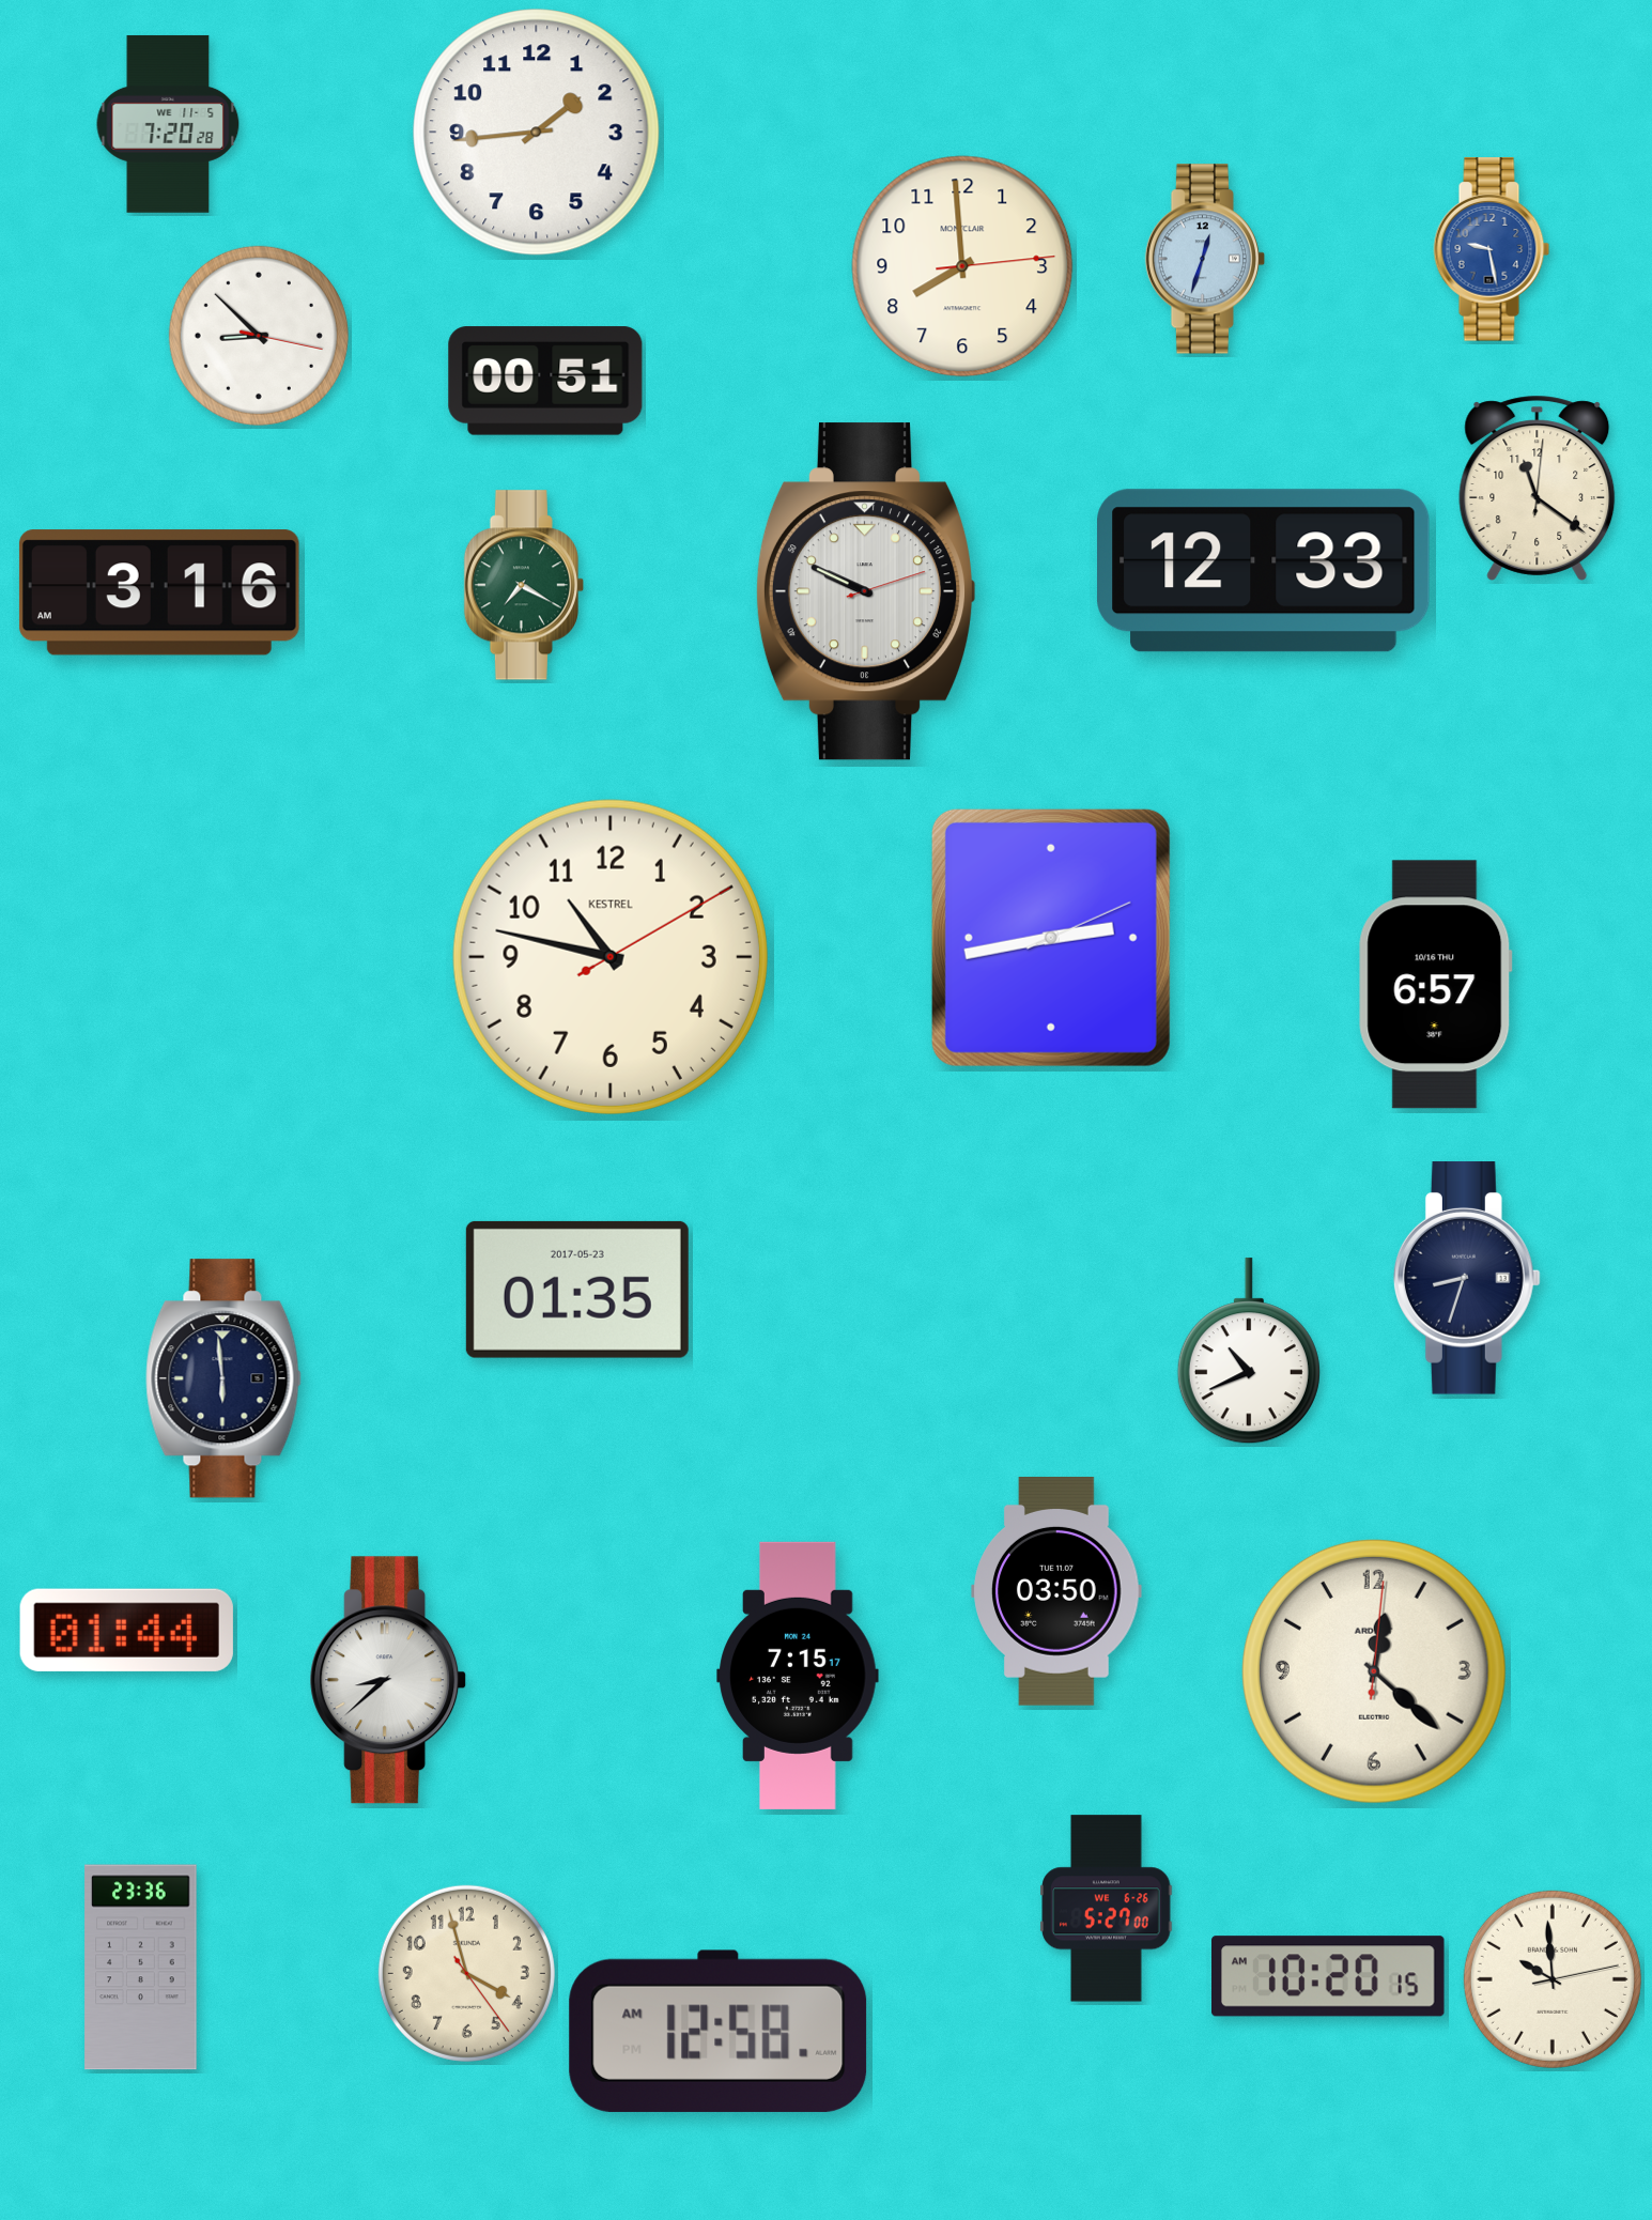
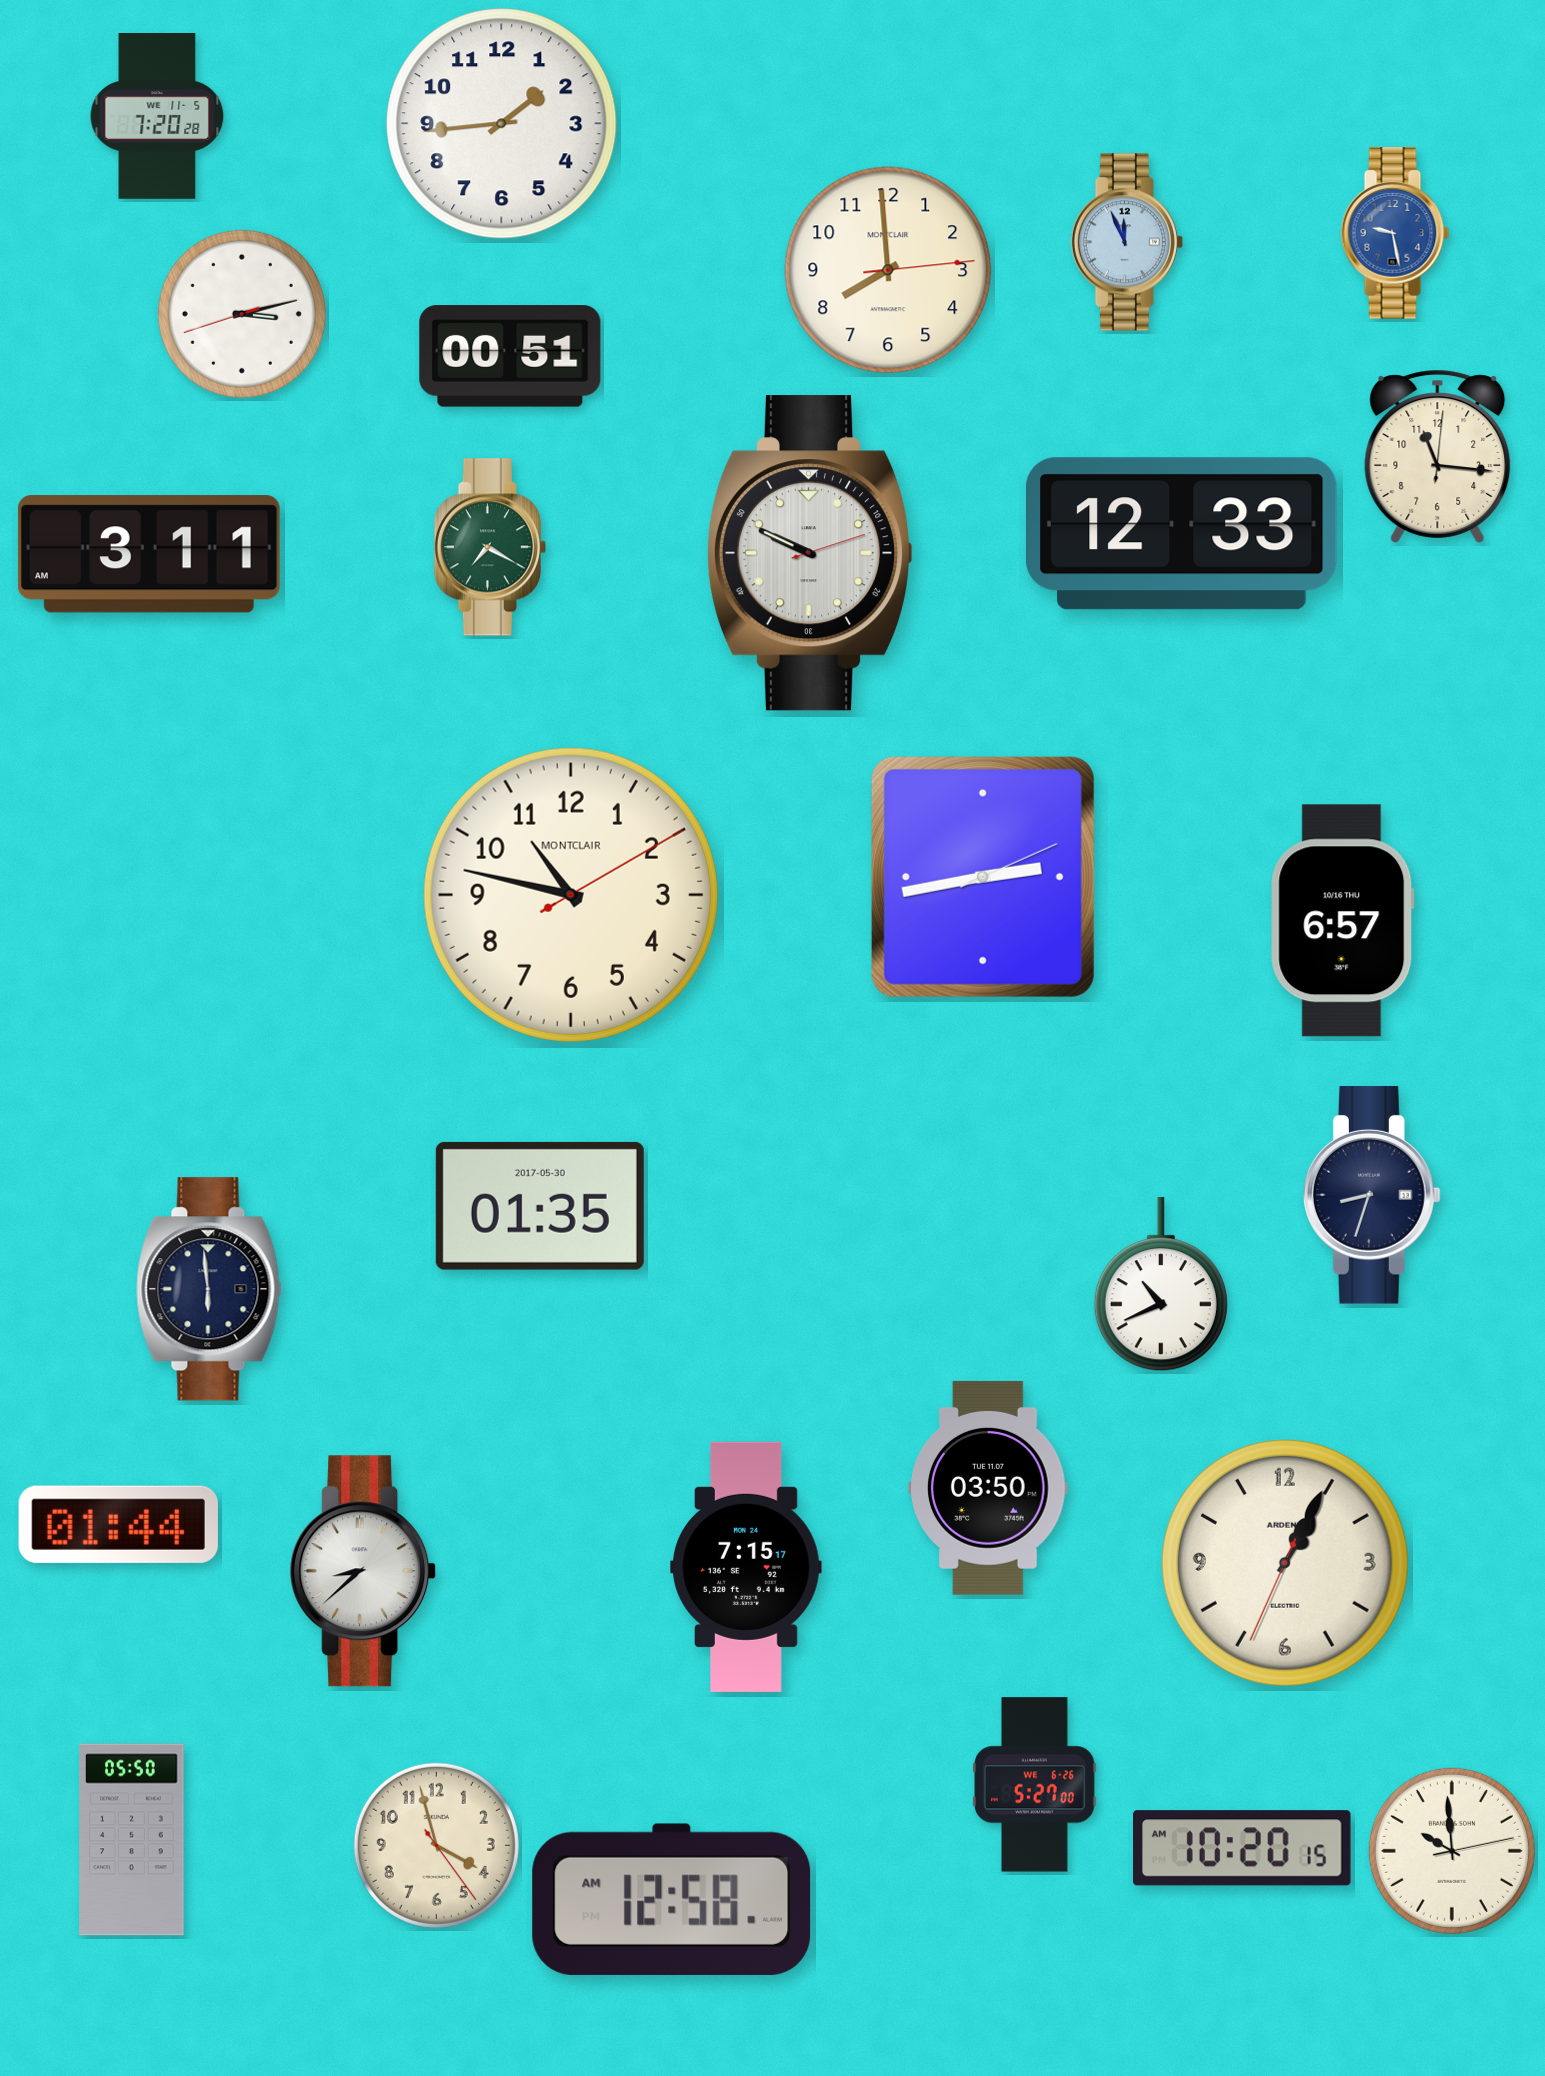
clock at (1204, 259): 12:33 -> 11:56
clock at (962, 266) position: (962, 266) -> (888, 270)
clock at (259, 336): 8:52 -> 3:12
clock at (1538, 488): 11:21 -> 11:16
clock at (159, 592): 3:16 -> 3:11
clock at (611, 957) brand: KESTREL -> MONTCLAIR
clock at (577, 1290) date: 2017-05-23 -> 2017-05-30
clock at (1249, 1352) position: (1249, 1352) -> (1161, 1285)
clock at (1374, 1671): 12:22 -> 1:04
clock at (141, 1968): 23:36 -> 05:50
